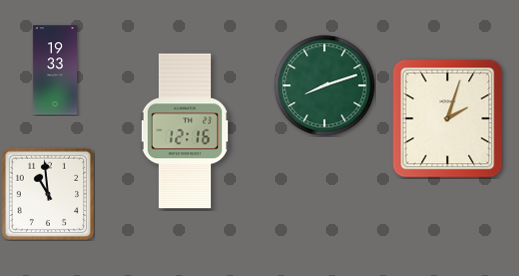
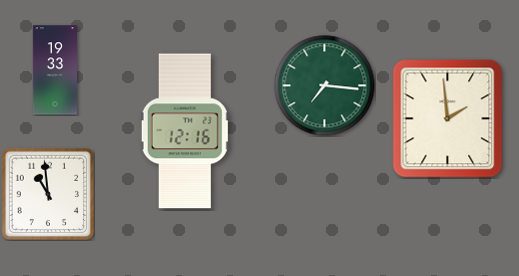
clock at (325, 86): 8:12 -> 7:16
clock at (448, 119): 2:03 -> 1:59
